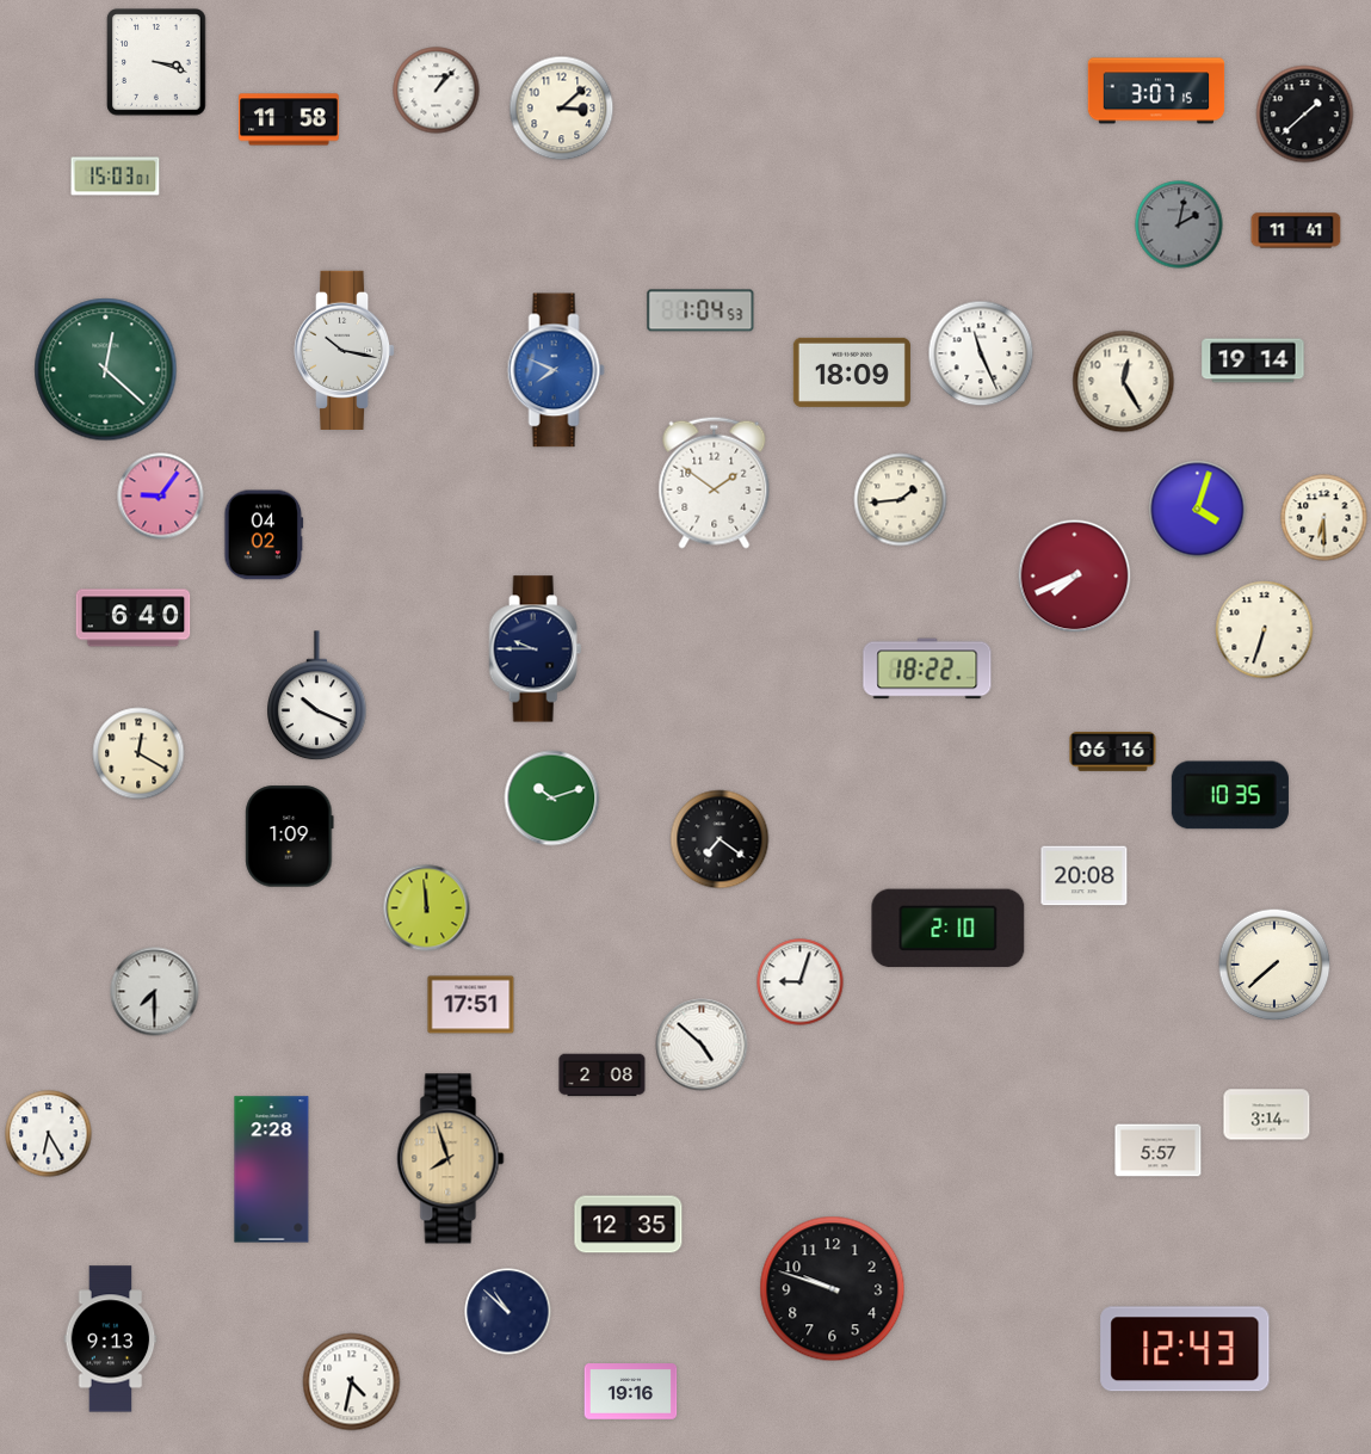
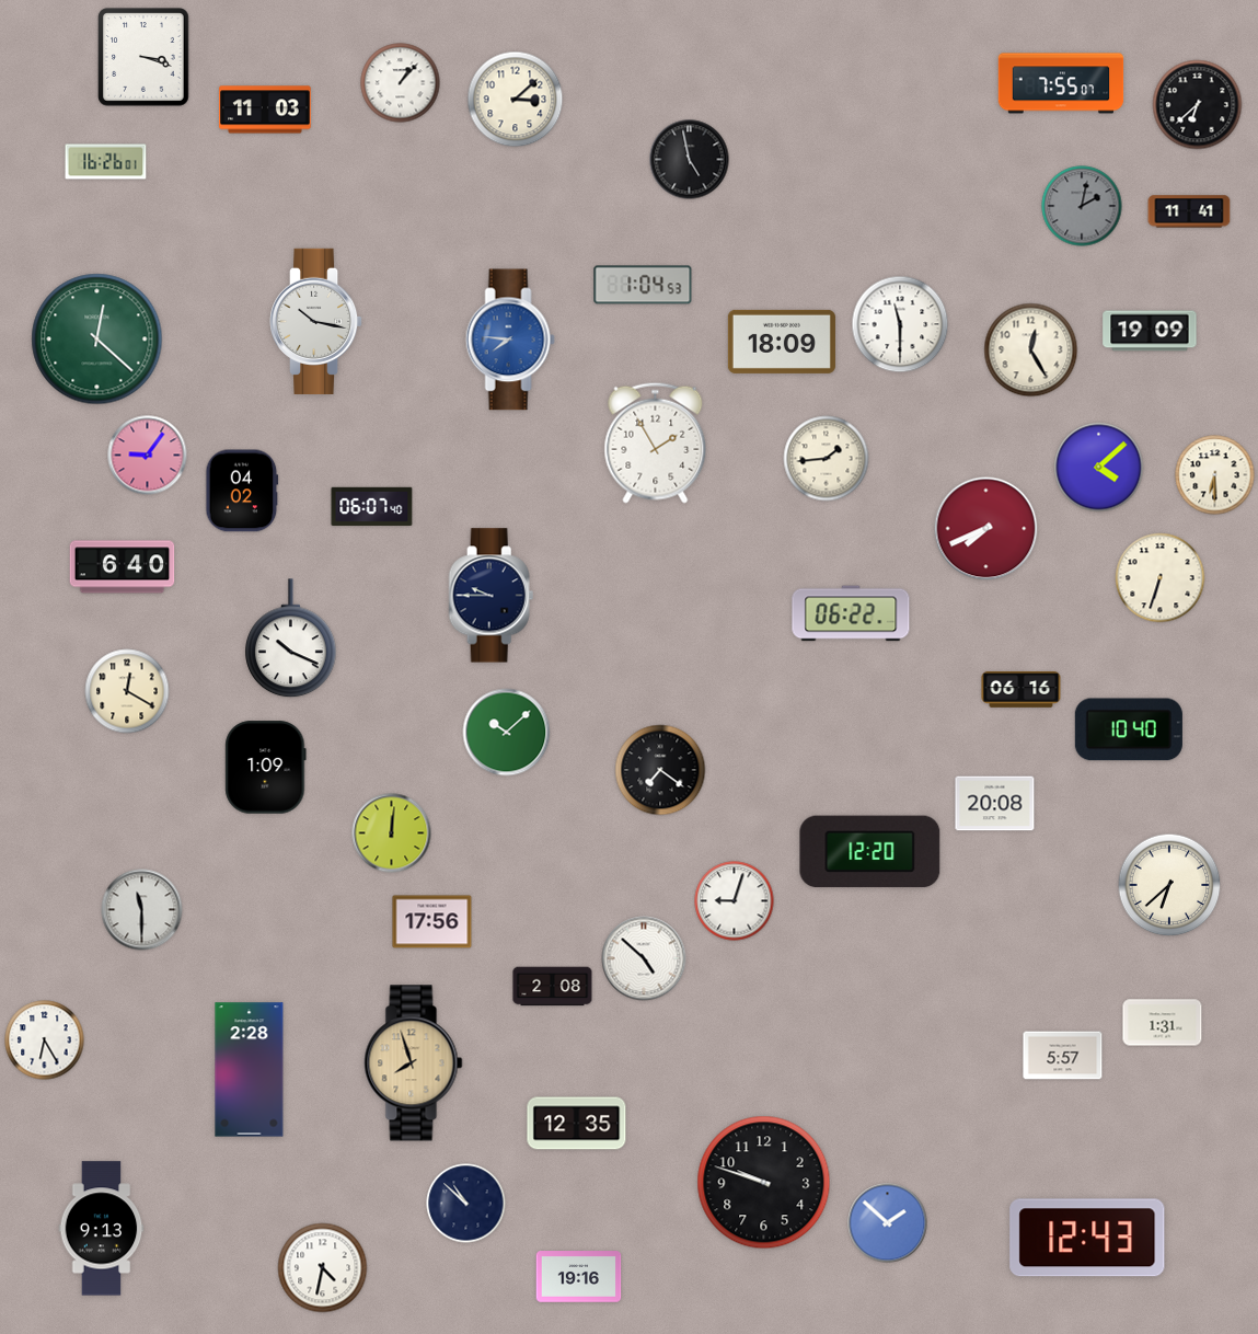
clock at (1156, 91): 3:07 -> 7:55
clock at (1305, 115): 1:38 -> 6:38
clock at (289, 119): 11:58 -> 11:03
clock at (690, 160): none -> 4:58
clock at (116, 177): 15:03 -> 16:26
clock at (981, 353): 11:26 -> 11:30
clock at (1253, 361): 19:14 -> 19:09
clock at (556, 370): 7:49 -> 7:46
clock at (715, 482): 1:51 -> 1:55
clock at (1198, 510): 4:03 -> 4:08
clock at (372, 507): none -> 06:07
clock at (927, 669): 18:22 -> 06:22
clock at (1230, 795): 10:35 -> 10:40
clock at (552, 799): 10:12 -> 10:08
clock at (427, 908): 11:59 -> 12:01
clock at (949, 929): 2:10 -> 12:20
clock at (1274, 965): 7:38 -> 6:38
clock at (155, 992): 7:30 -> 11:30
clock at (471, 1005): 17:51 -> 17:56
clock at (1267, 1115): 3:14 -> 1:31
clock at (272, 1170) position: (272, 1170) -> (250, 1070)
clock at (888, 1223): none -> 1:52
